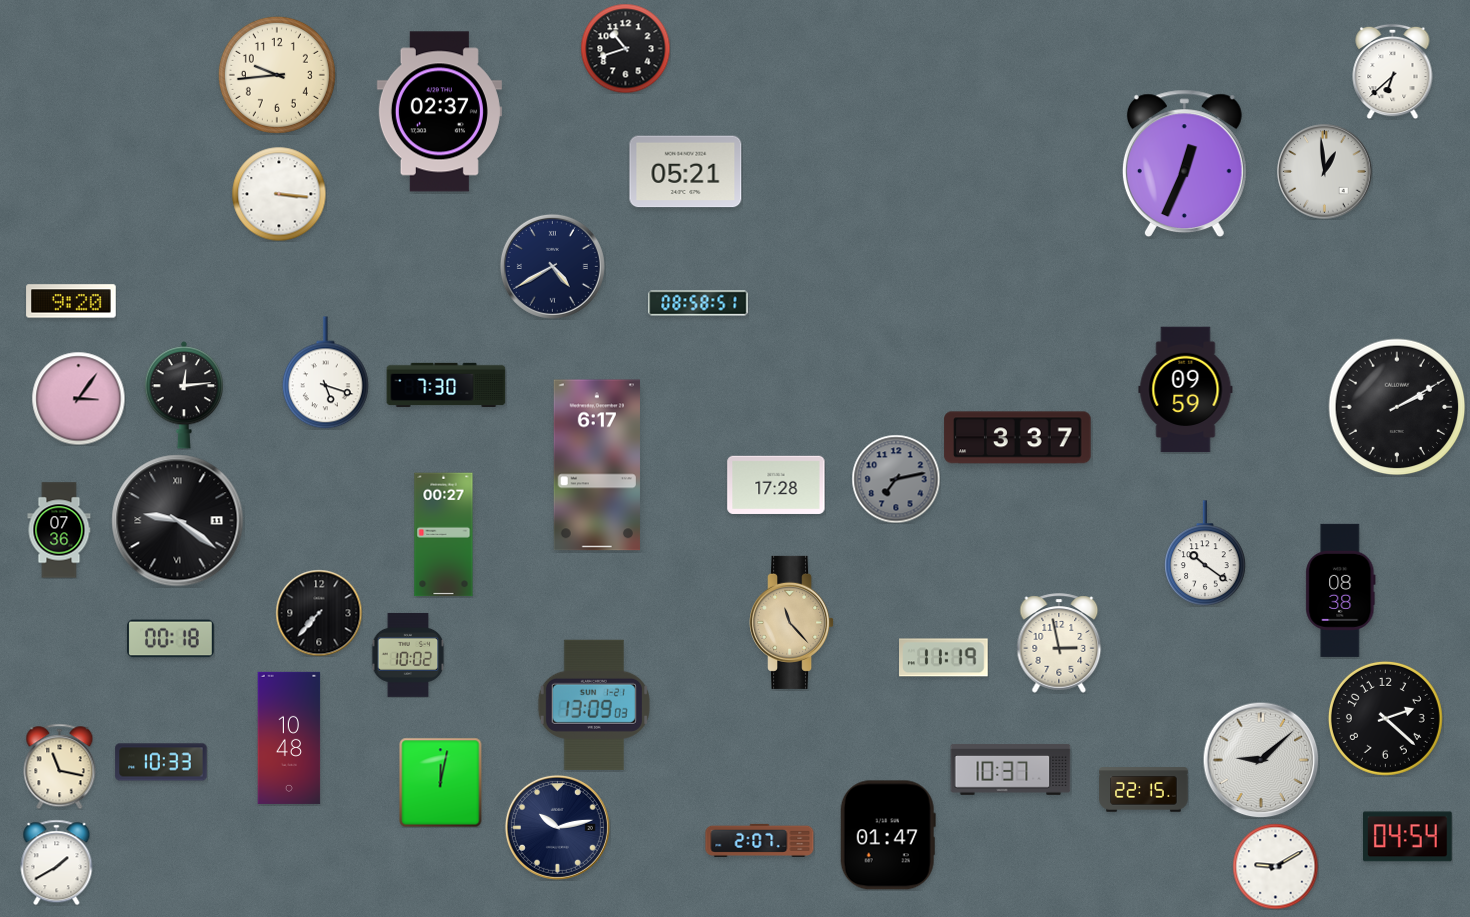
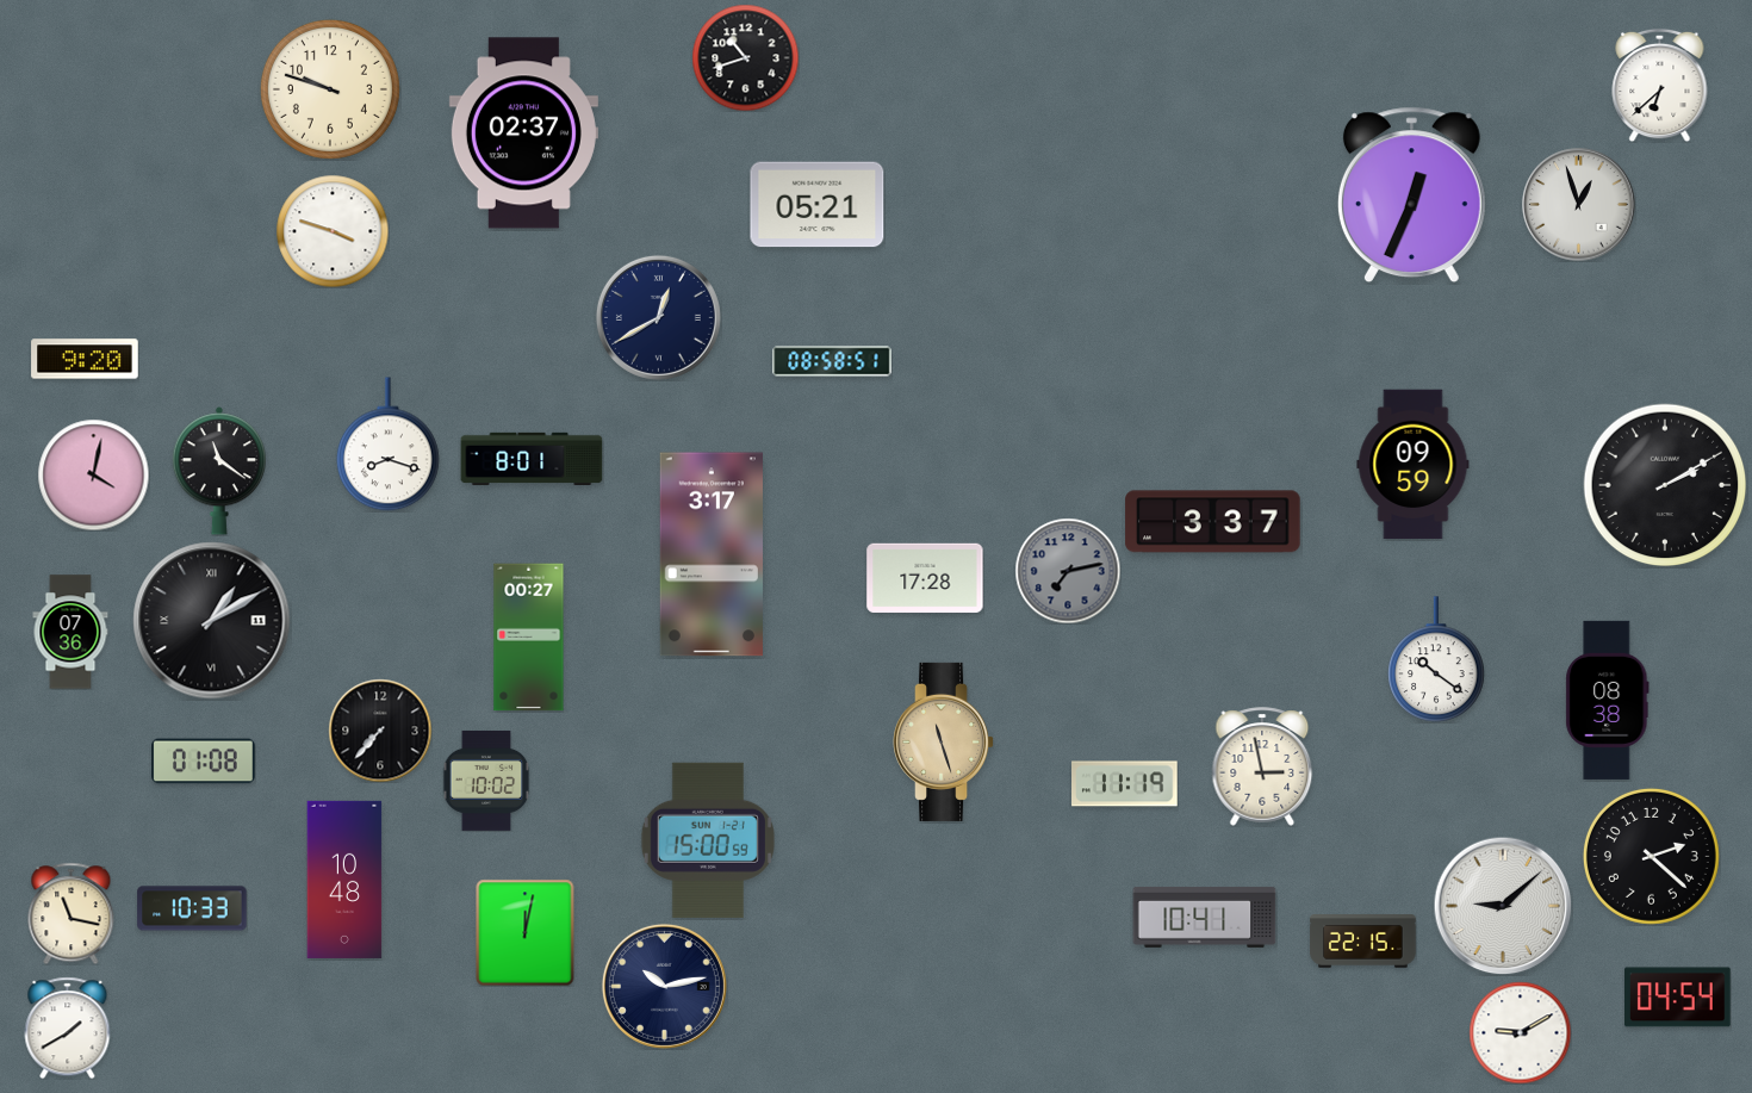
clock at (277, 75): 9:44 -> 9:48
clock at (1325, 172): 12:59 -> 12:57
clock at (279, 194): 3:16 -> 3:48
clock at (552, 266): 4:40 -> 12:40
clock at (325, 373): 5:18 -> 8:18
clock at (446, 384): 7:30 -> 8:01
clock at (183, 395): 12:14 -> 11:21
clock at (78, 398): 3:06 -> 4:02
clock at (597, 465): 6:17 -> 3:17
clock at (178, 521): 9:21 -> 1:10
clock at (1341, 590) position: (1341, 590) -> (1608, 700)
clock at (792, 622): 11:23 -> 11:27
clock at (171, 639): 00:18 -> 01:08
clock at (594, 705): 13:09 -> 15:00
clock at (1011, 770): 10:37 -> 10:41
clock at (888, 835): 01:47 -> none
clock at (760, 840): 2:07 -> none
